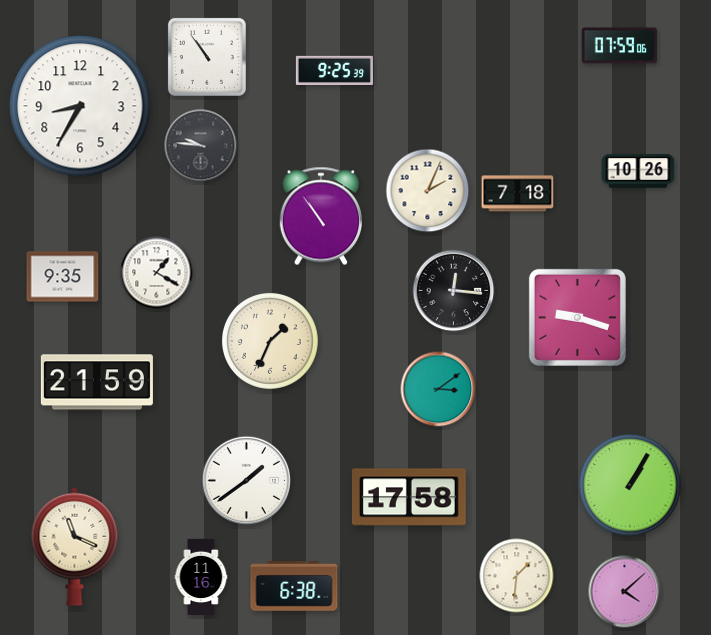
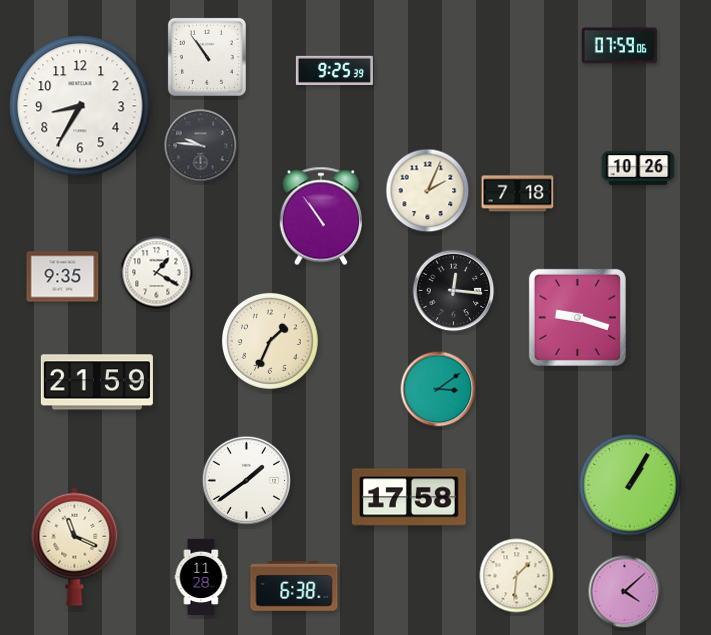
clock at (638, 171) position: (638, 171) -> (638, 168)
clock at (201, 577): 11:16 -> 11:28
